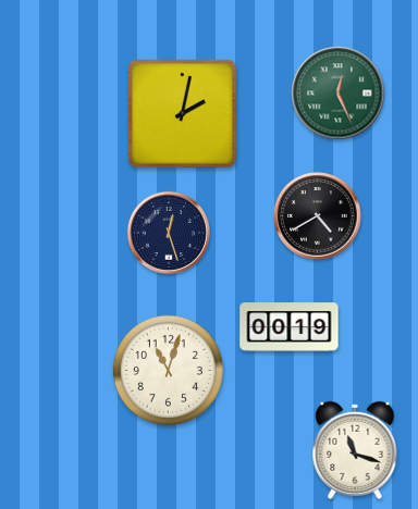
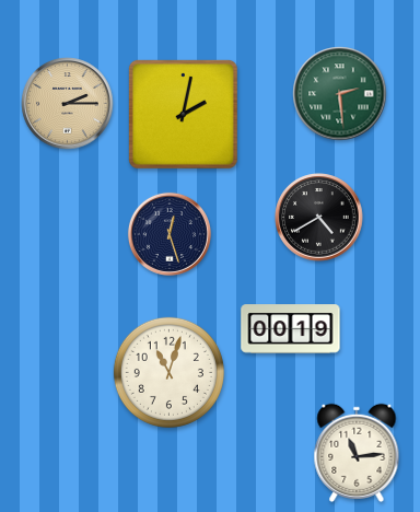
clock at (339, 94): 12:26 -> 2:29
clock at (68, 104): none -> 2:15
clock at (355, 450): 11:18 -> 11:14
